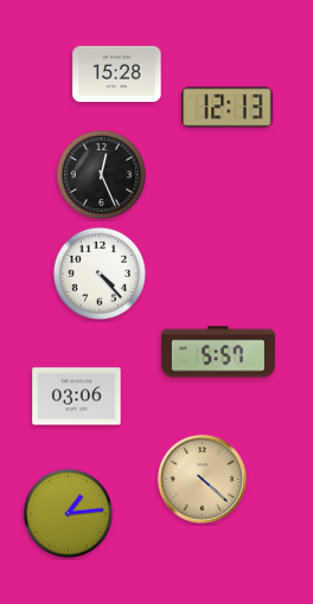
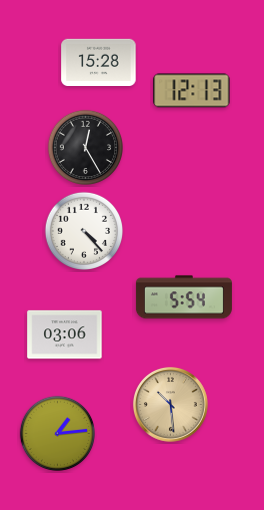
clock at (101, 174): 12:26 -> 12:25
clock at (218, 352): 5:57 -> 5:54
clock at (203, 480): 4:22 -> 10:29
